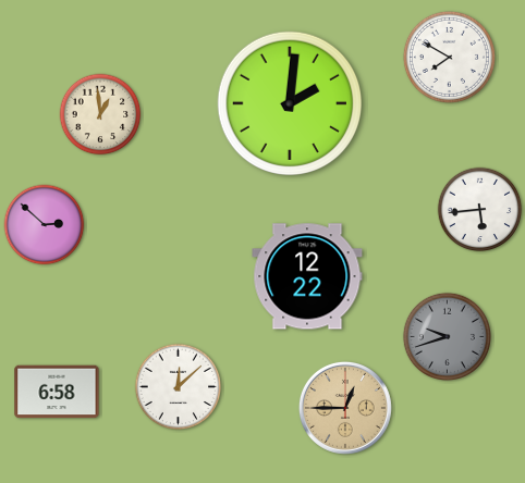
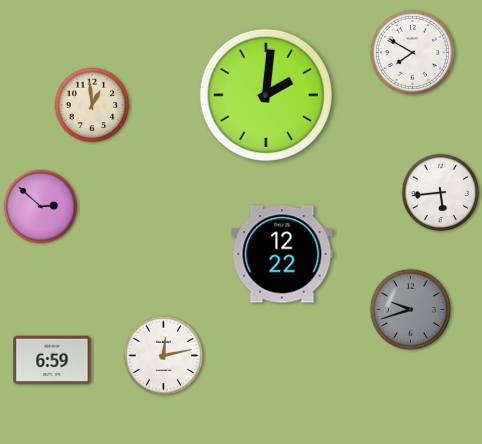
clock at (179, 387): 12:08 -> 12:13
clock at (57, 392): 6:58 -> 6:59
clock at (345, 408): 12:45 -> none
